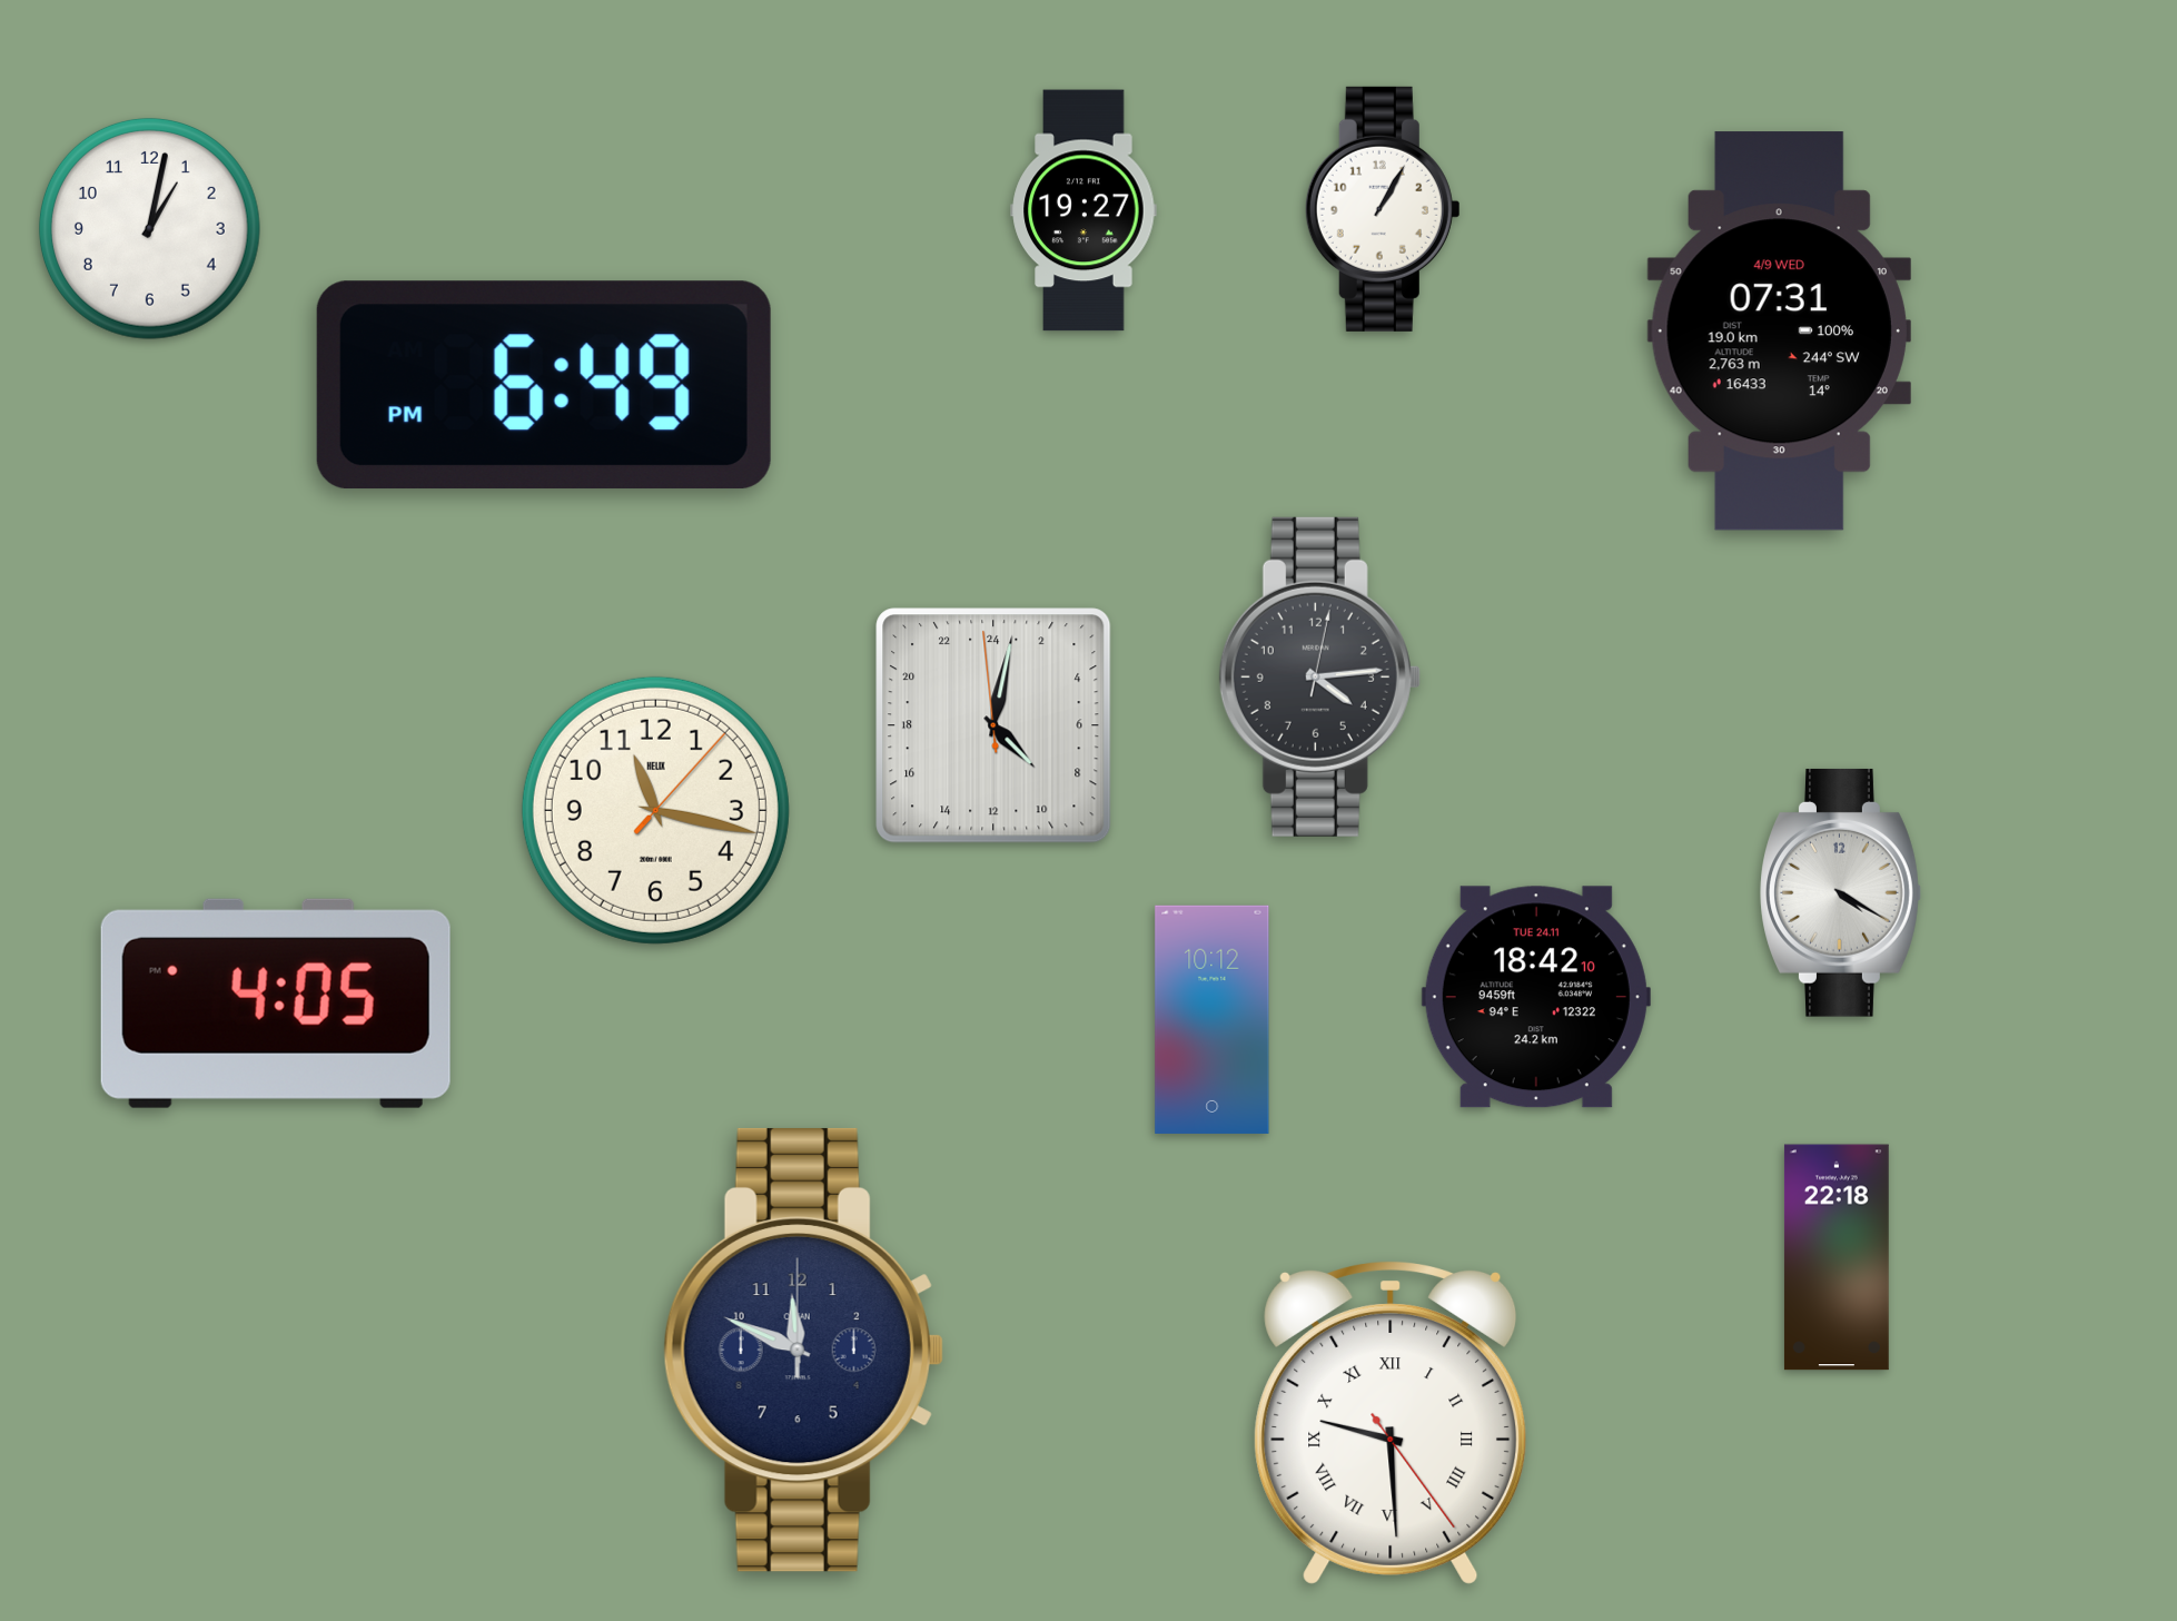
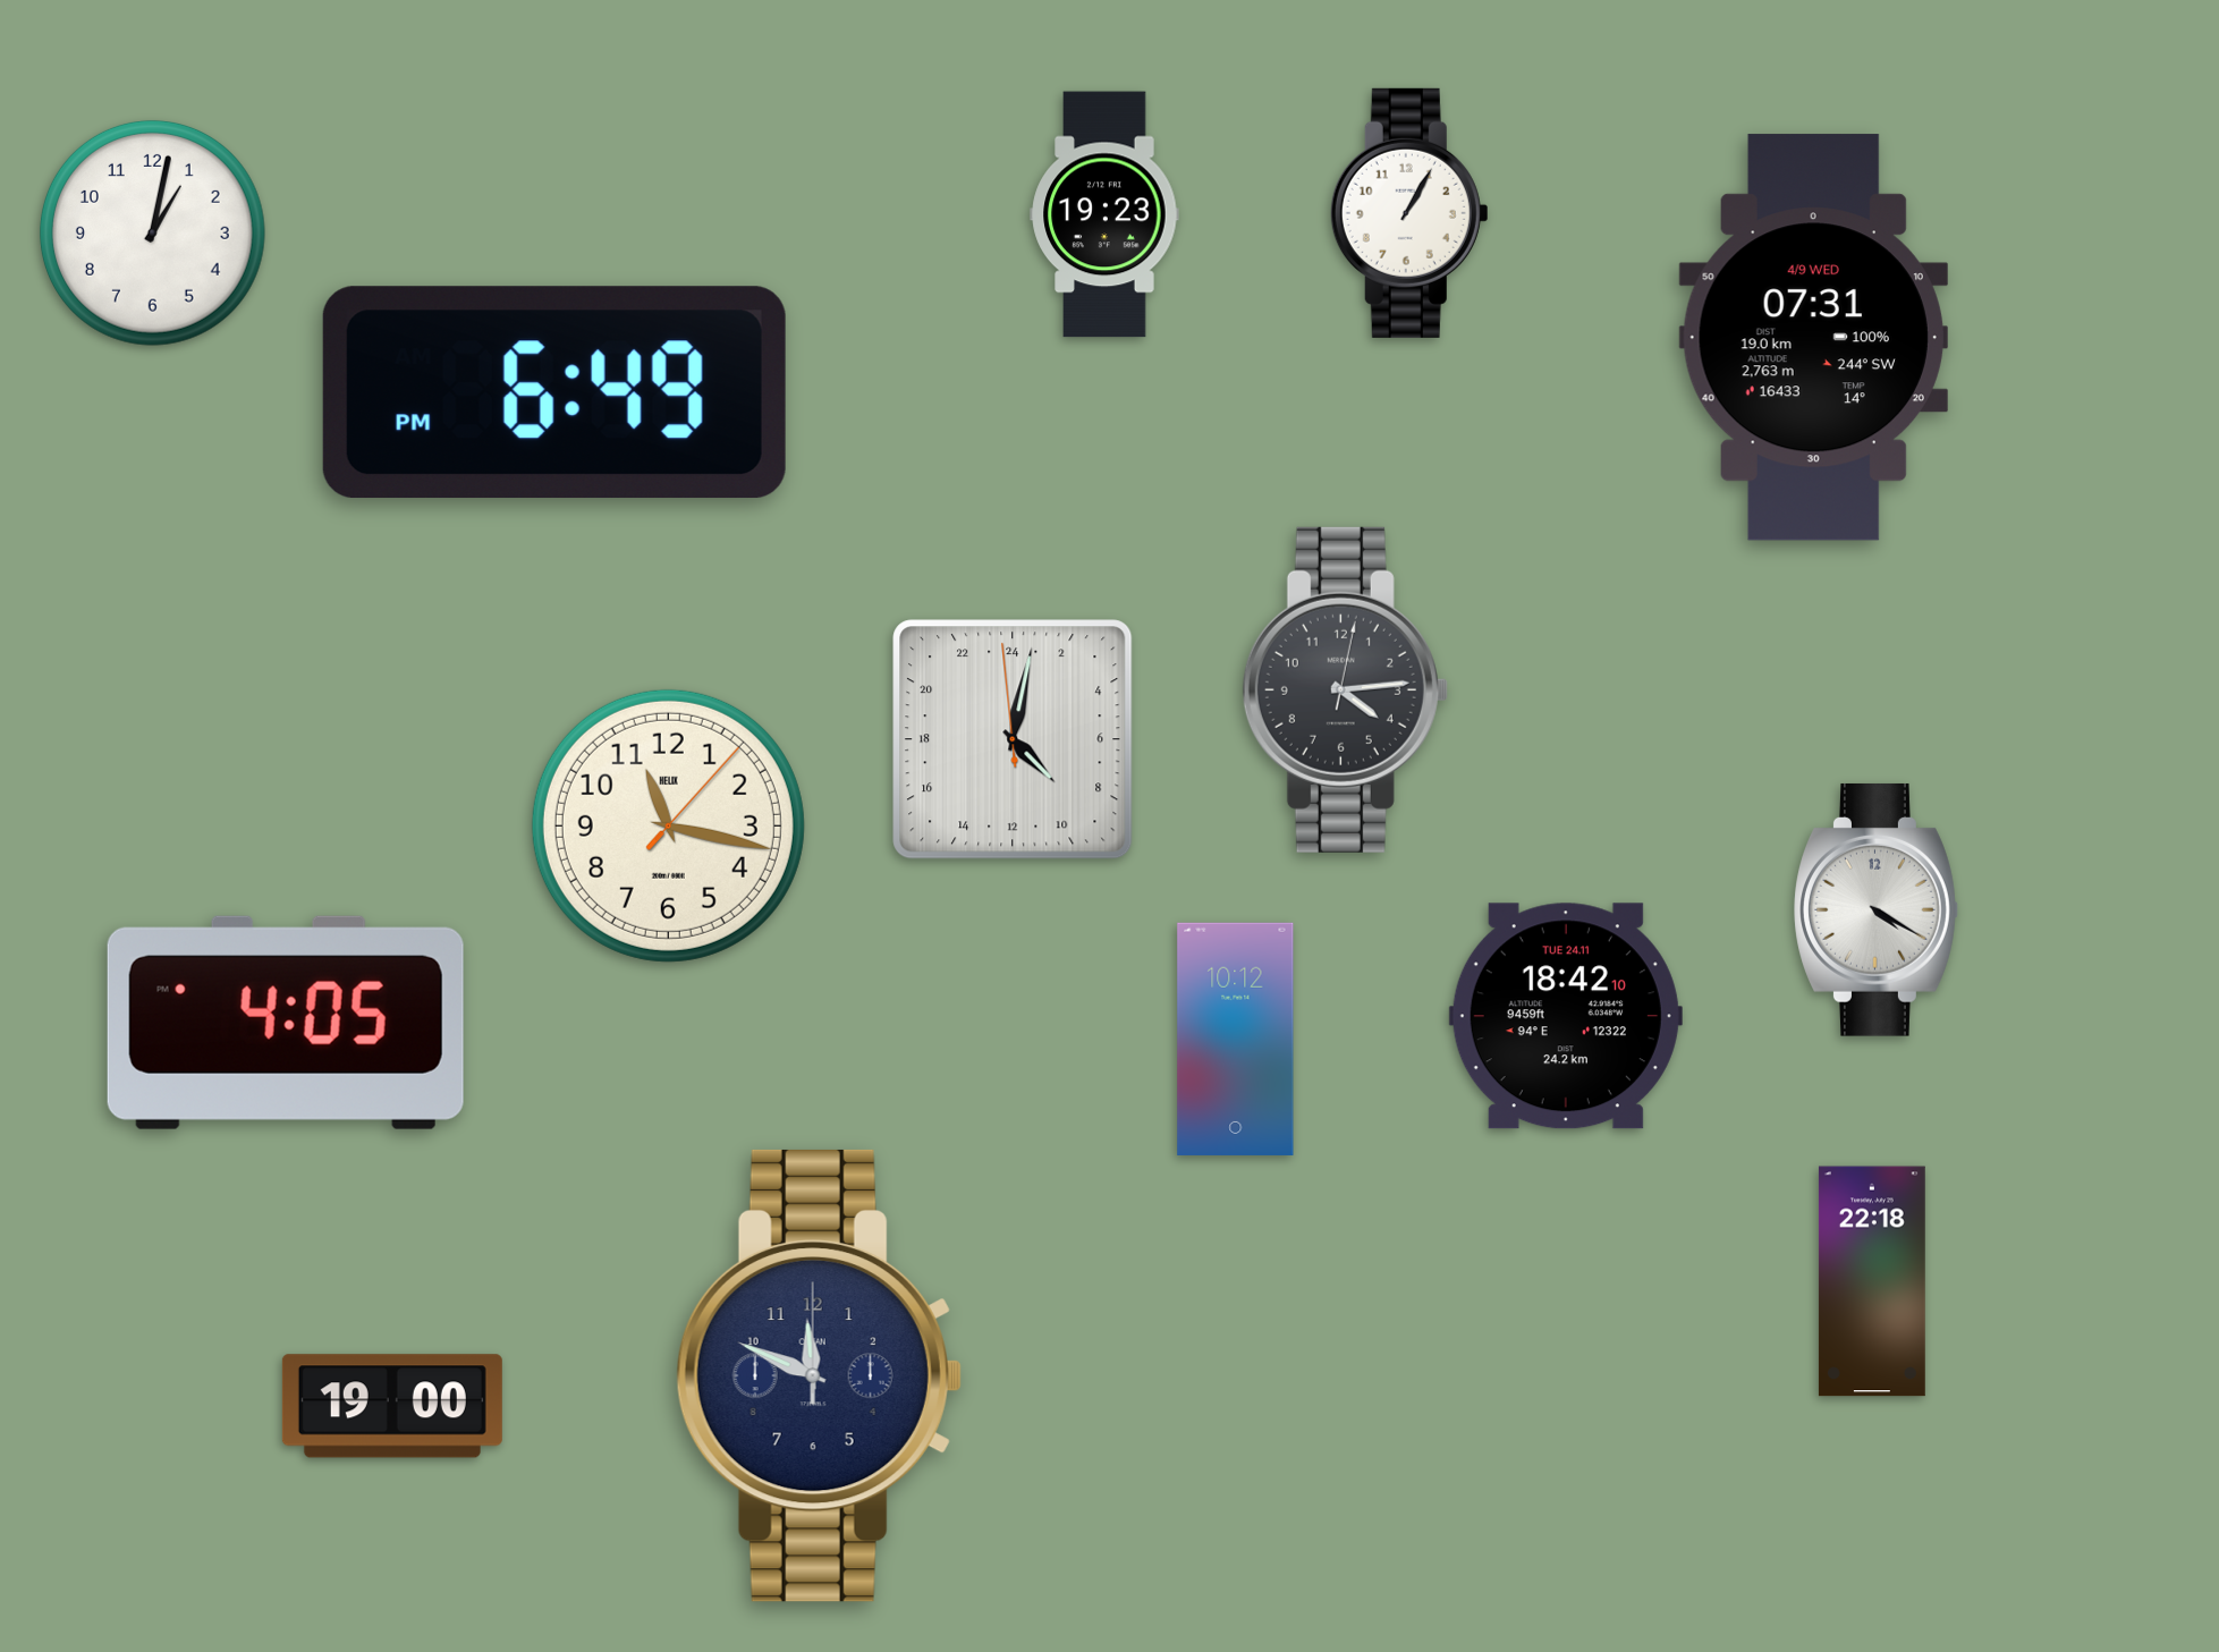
clock at (1083, 210): 19:27 -> 19:23
clock at (276, 1004) position: (276, 1004) -> (286, 1023)
clock at (392, 1406): none -> 19:00
clock at (1391, 1423): 9:29 -> none
